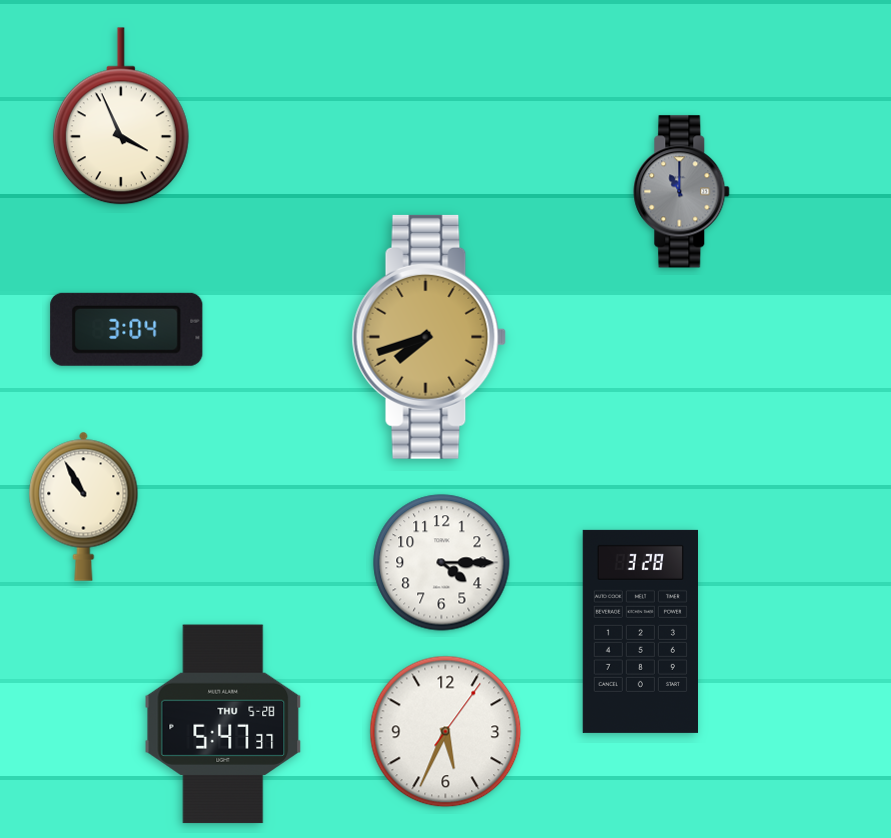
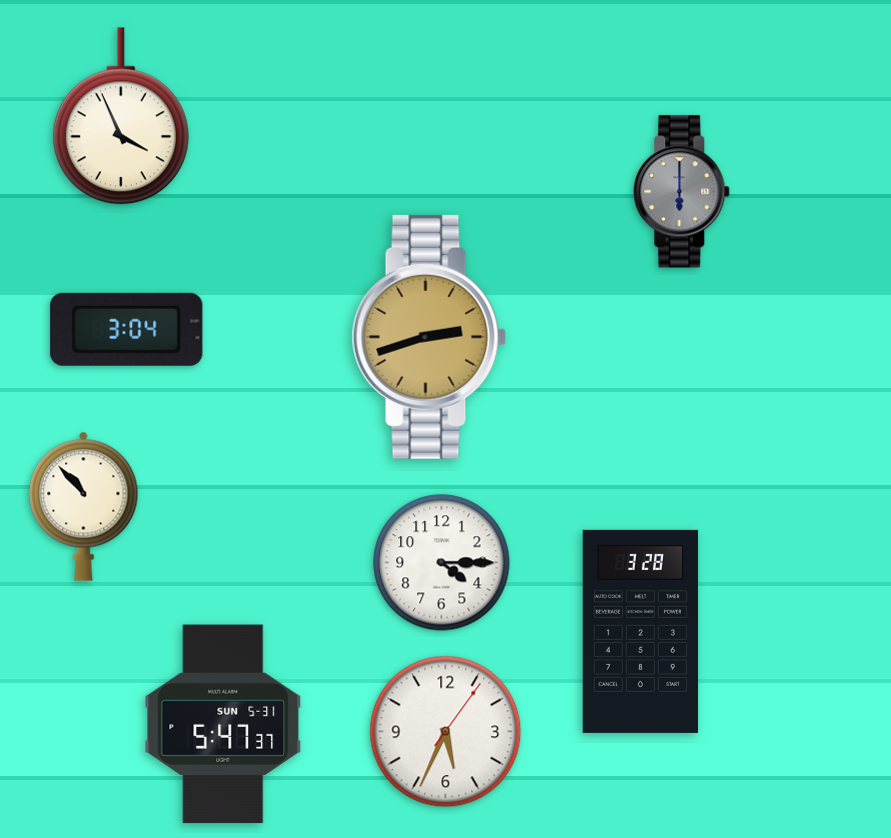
clock at (682, 192): 11:00 -> 6:00
clock at (429, 337): 7:42 -> 2:42
clock at (84, 506): 10:55 -> 10:53
clock at (223, 724) date: THU 5-28 -> SUN 5-31
